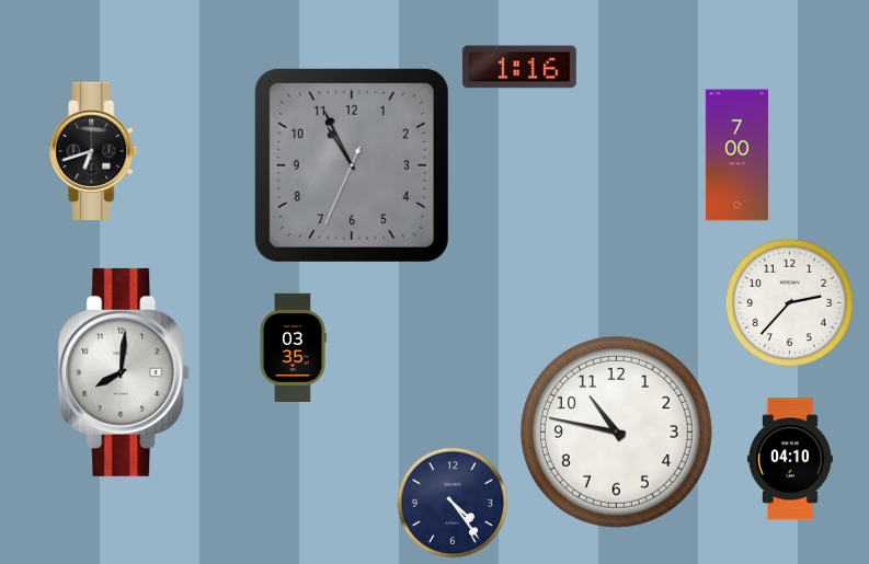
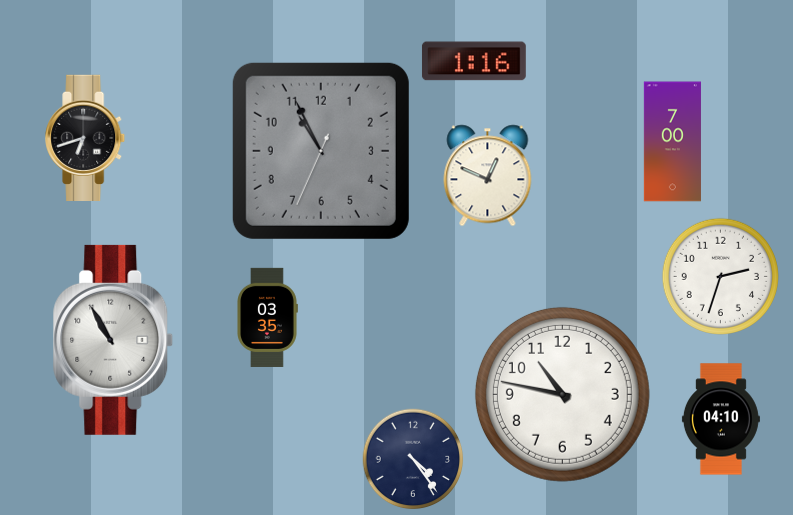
clock at (488, 176): none -> 12:49
clock at (789, 302): 2:37 -> 2:33
clock at (124, 372): 8:01 -> 10:55
